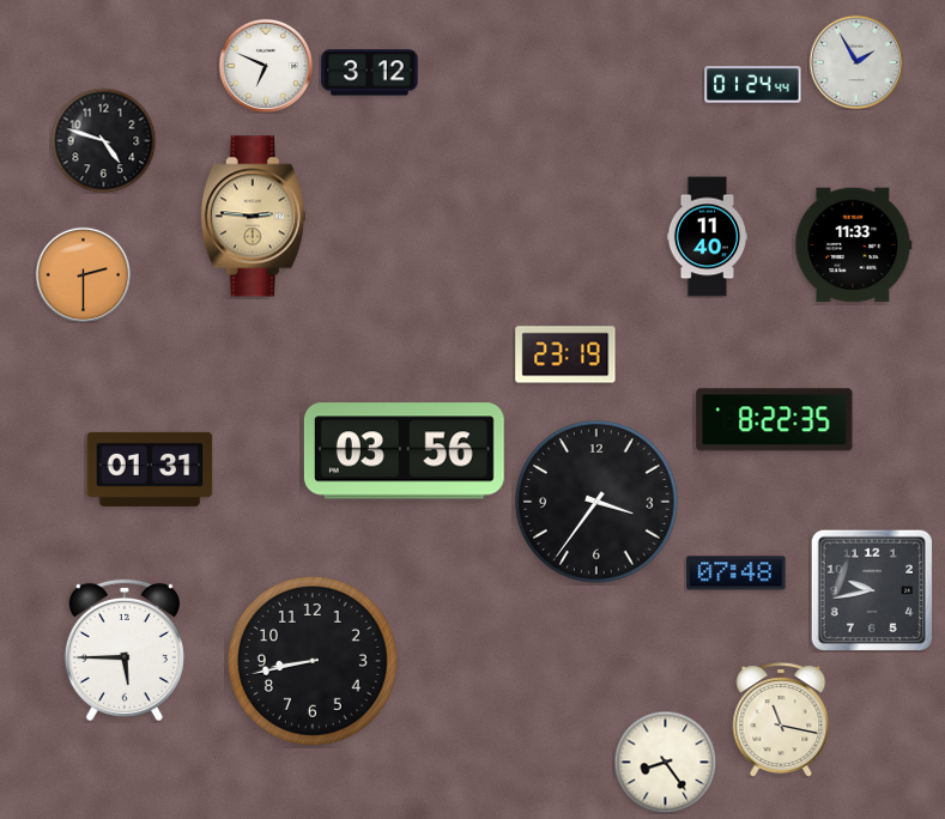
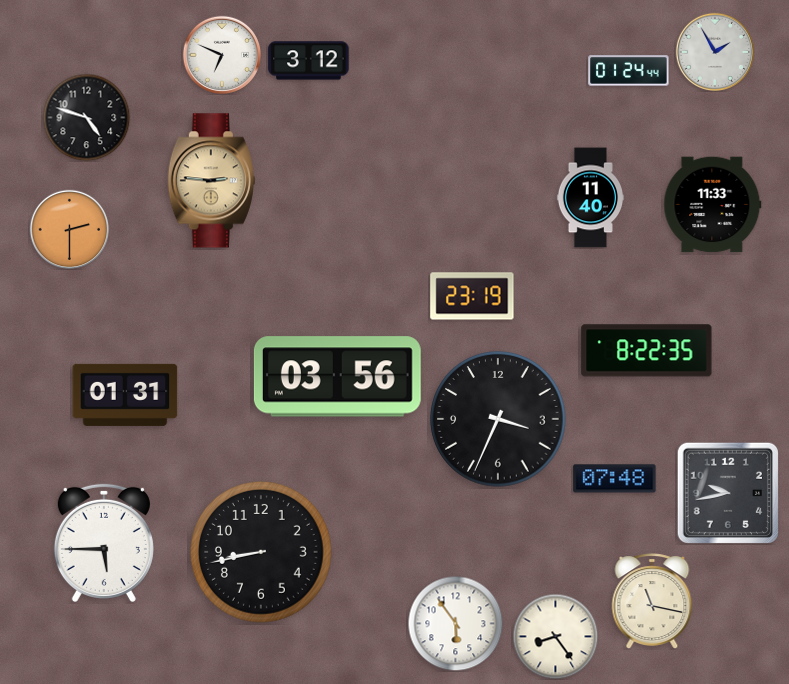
clock at (150, 469) position: (150, 469) -> (125, 395)
clock at (596, 502): 3:36 -> 3:34
clock at (455, 623): none -> 5:54
